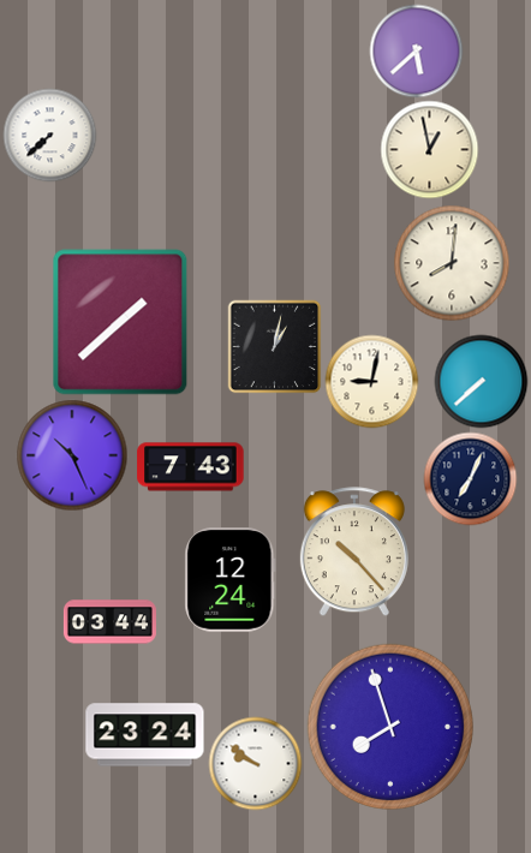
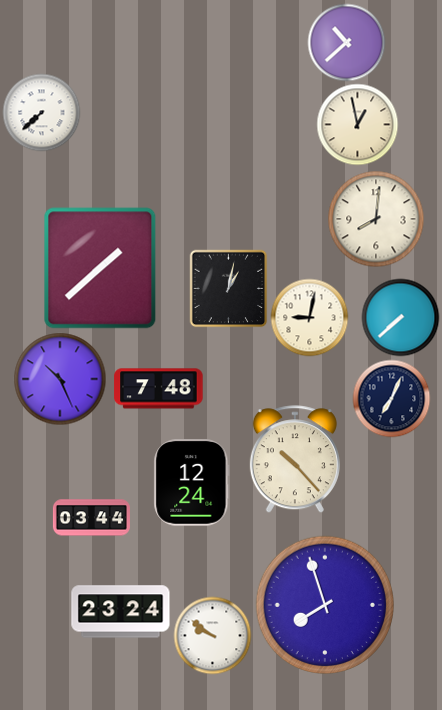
clock at (416, 50): 5:38 -> 10:38
clock at (191, 467): 7:43 -> 7:48
